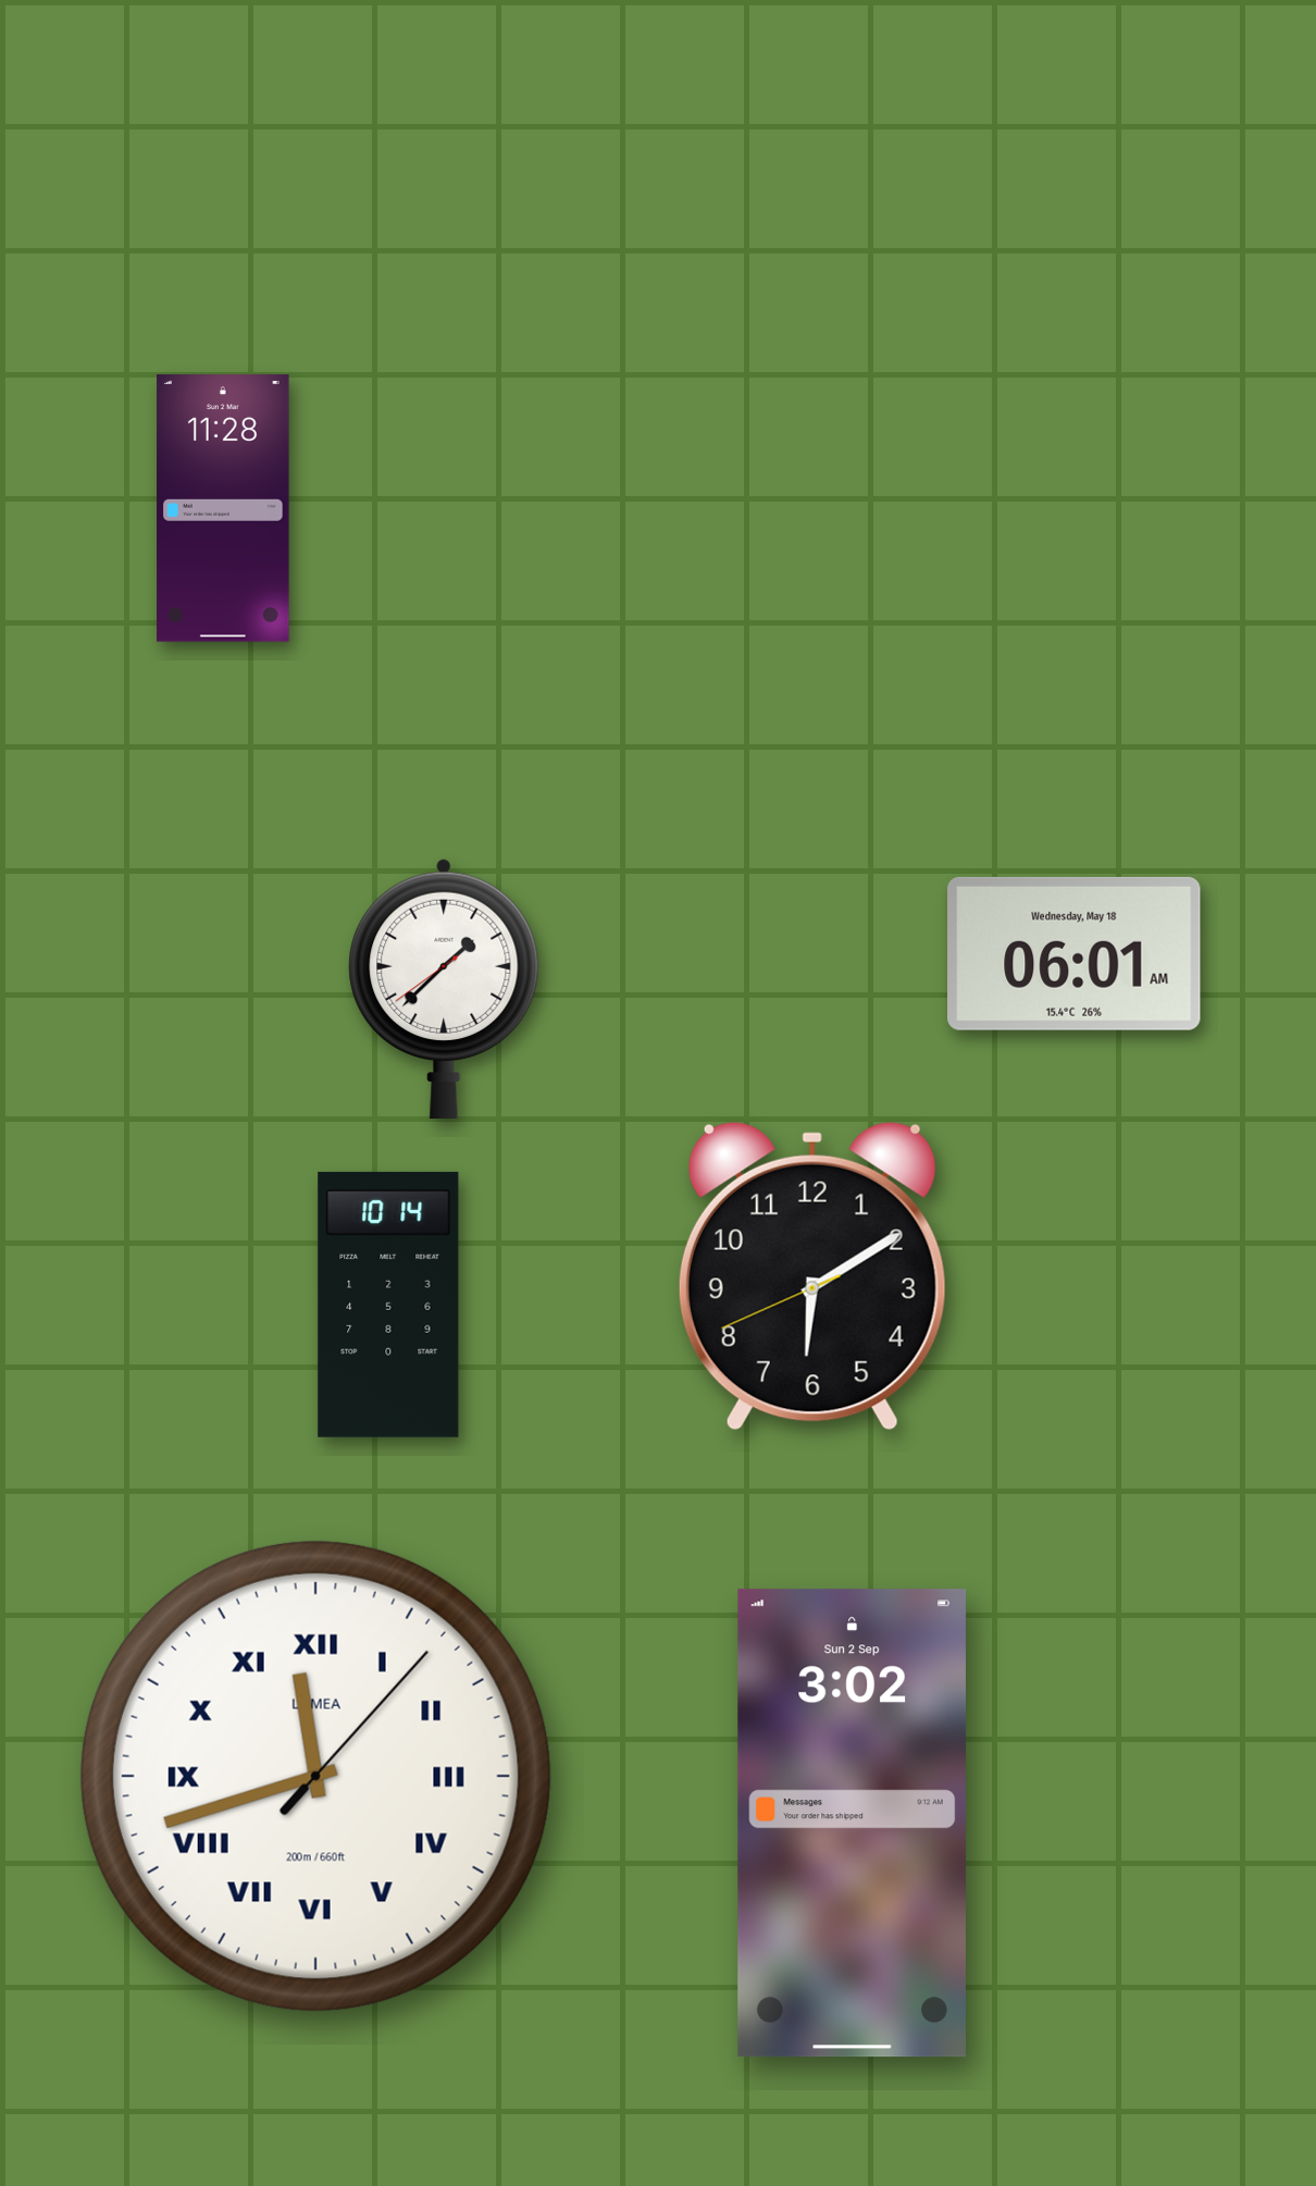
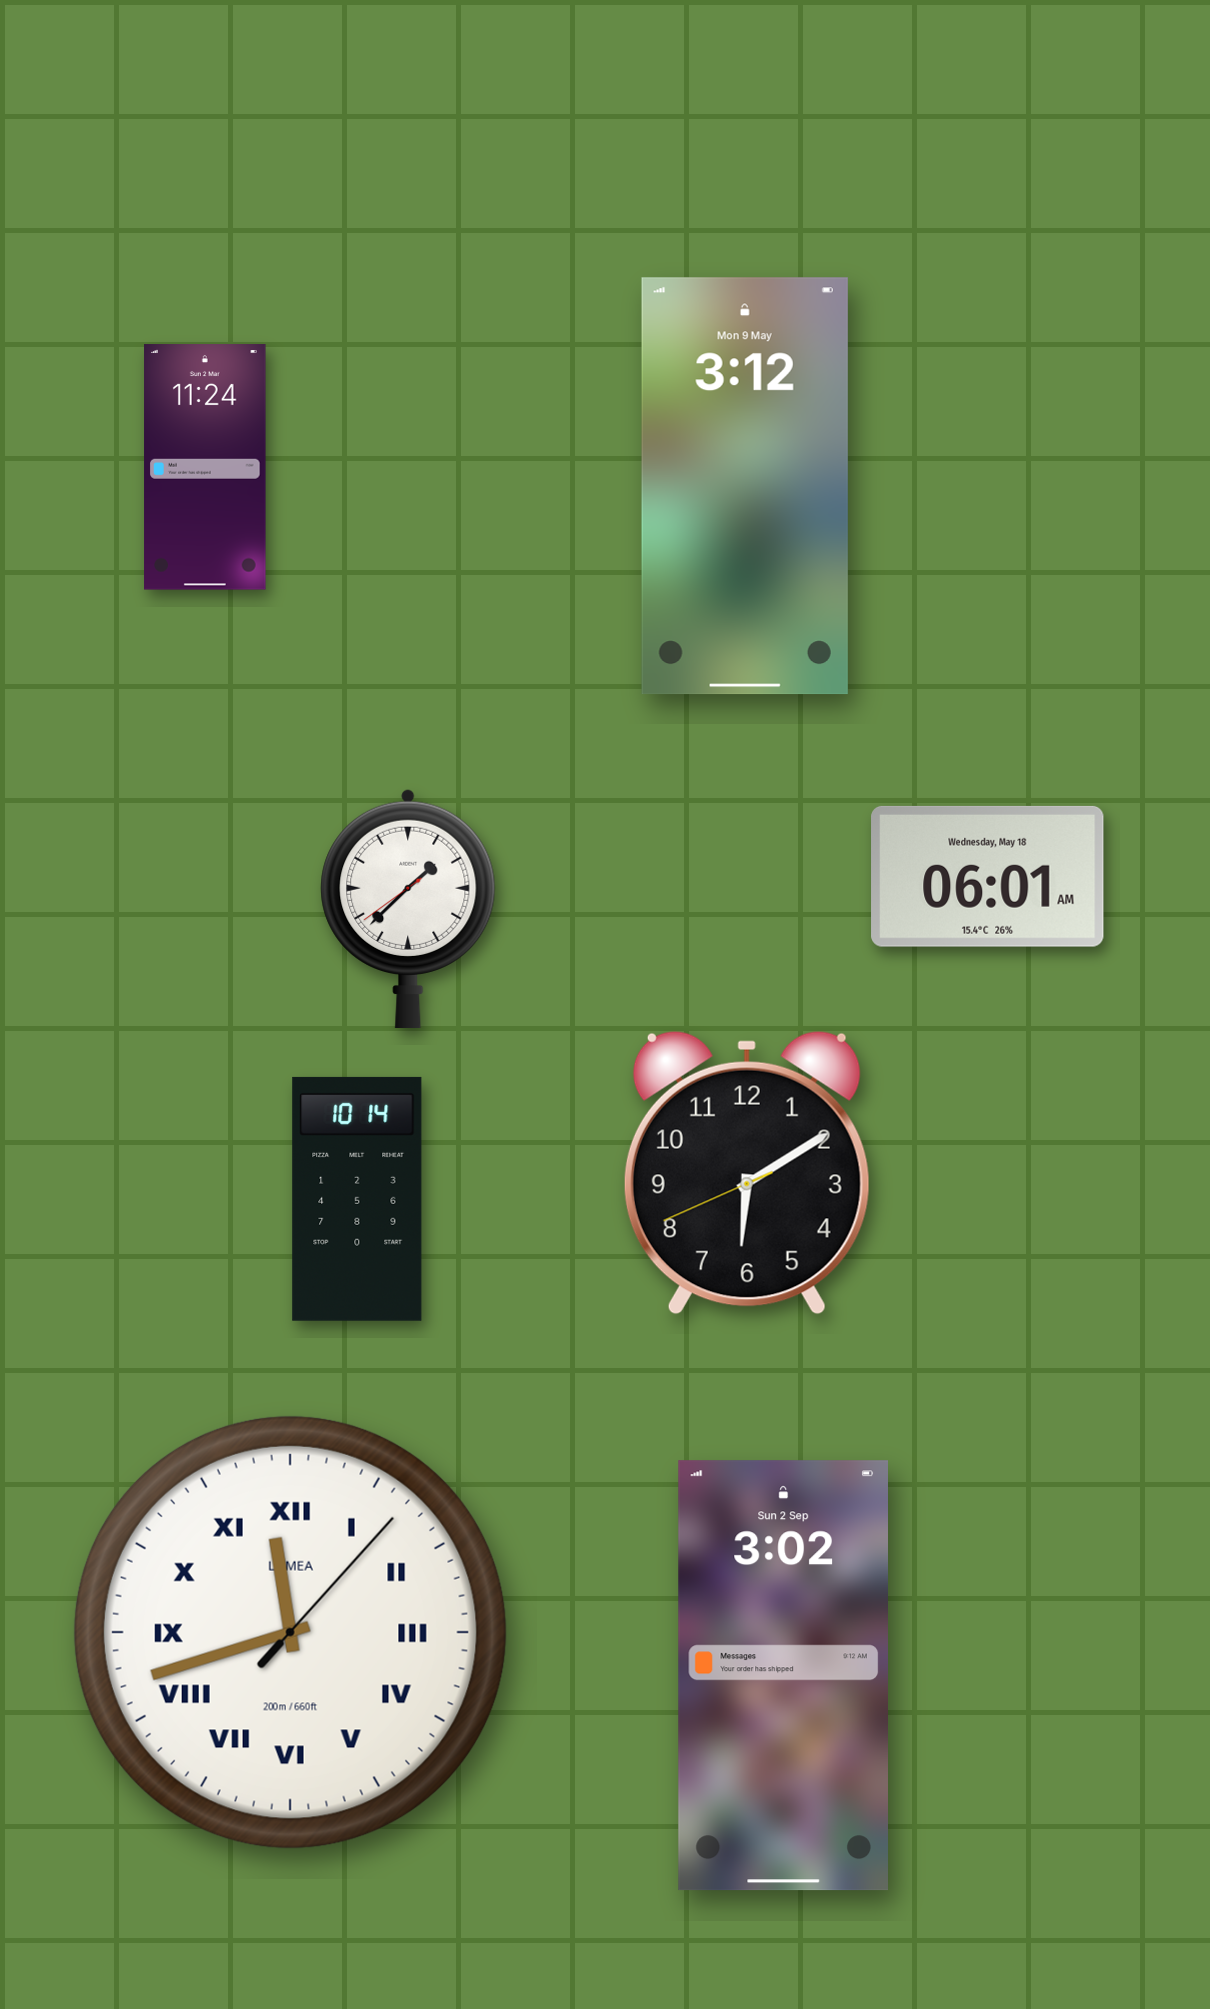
clock at (223, 508): 11:28 -> 11:24
clock at (745, 486): none -> 3:12
